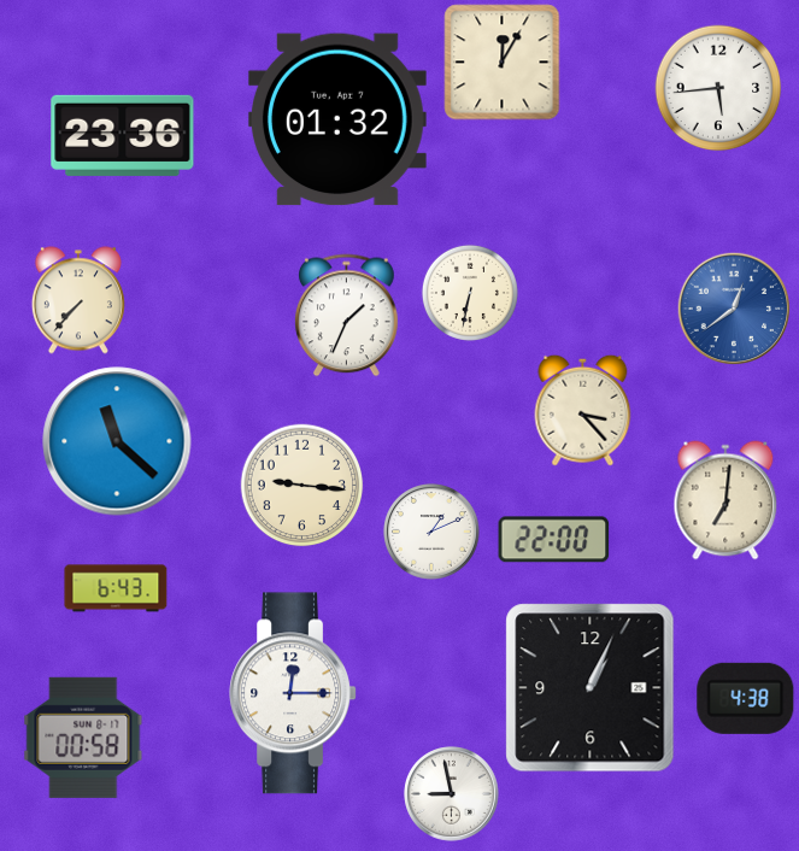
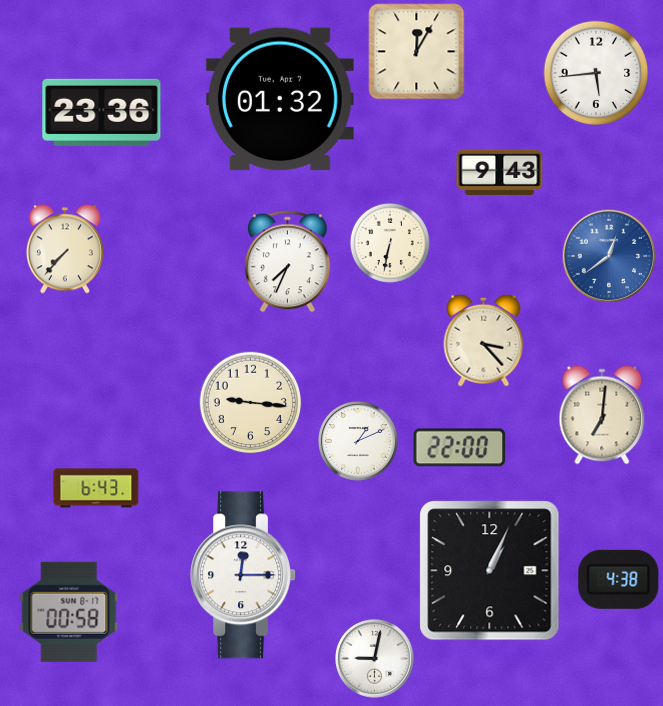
clock at (500, 172): none -> 9:43
clock at (347, 316): 1:34 -> 7:34
clock at (117, 441): 11:22 -> none
clock at (452, 794): 8:58 -> 9:02
